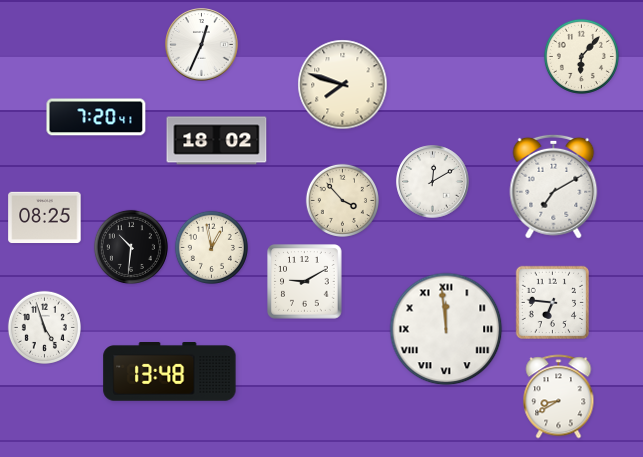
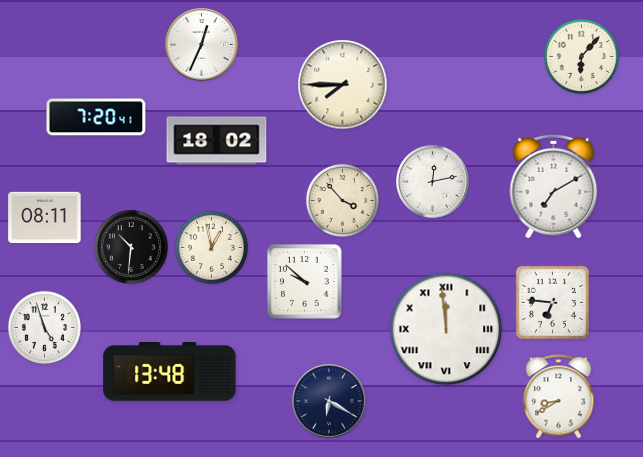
clock at (343, 85): 7:48 -> 7:45
clock at (433, 182): 12:10 -> 12:13
clock at (45, 218): 08:25 -> 08:11
clock at (305, 282): 9:10 -> 9:52
clock at (329, 401): none -> 6:20
